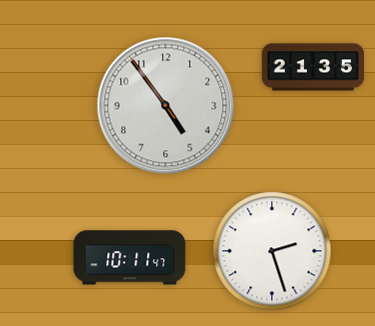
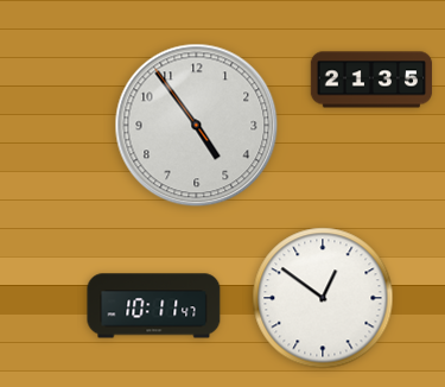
clock at (272, 251): 2:27 -> 12:51
